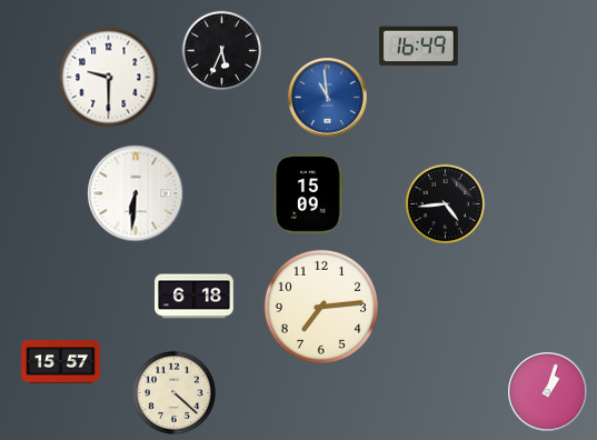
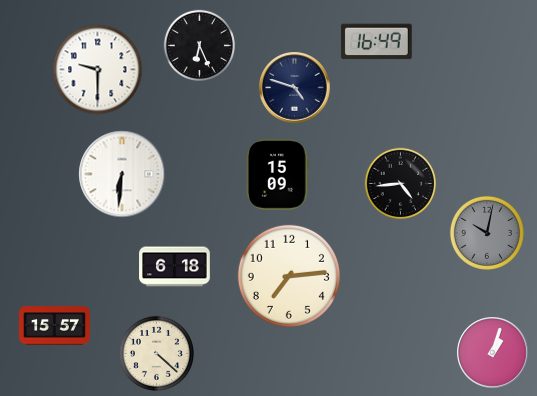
clock at (222, 51): 5:34 -> 6:26
clock at (328, 98): 10:59 -> 4:48
clock at (328, 98) dial: blue -> navy
clock at (487, 233): none -> 10:02
